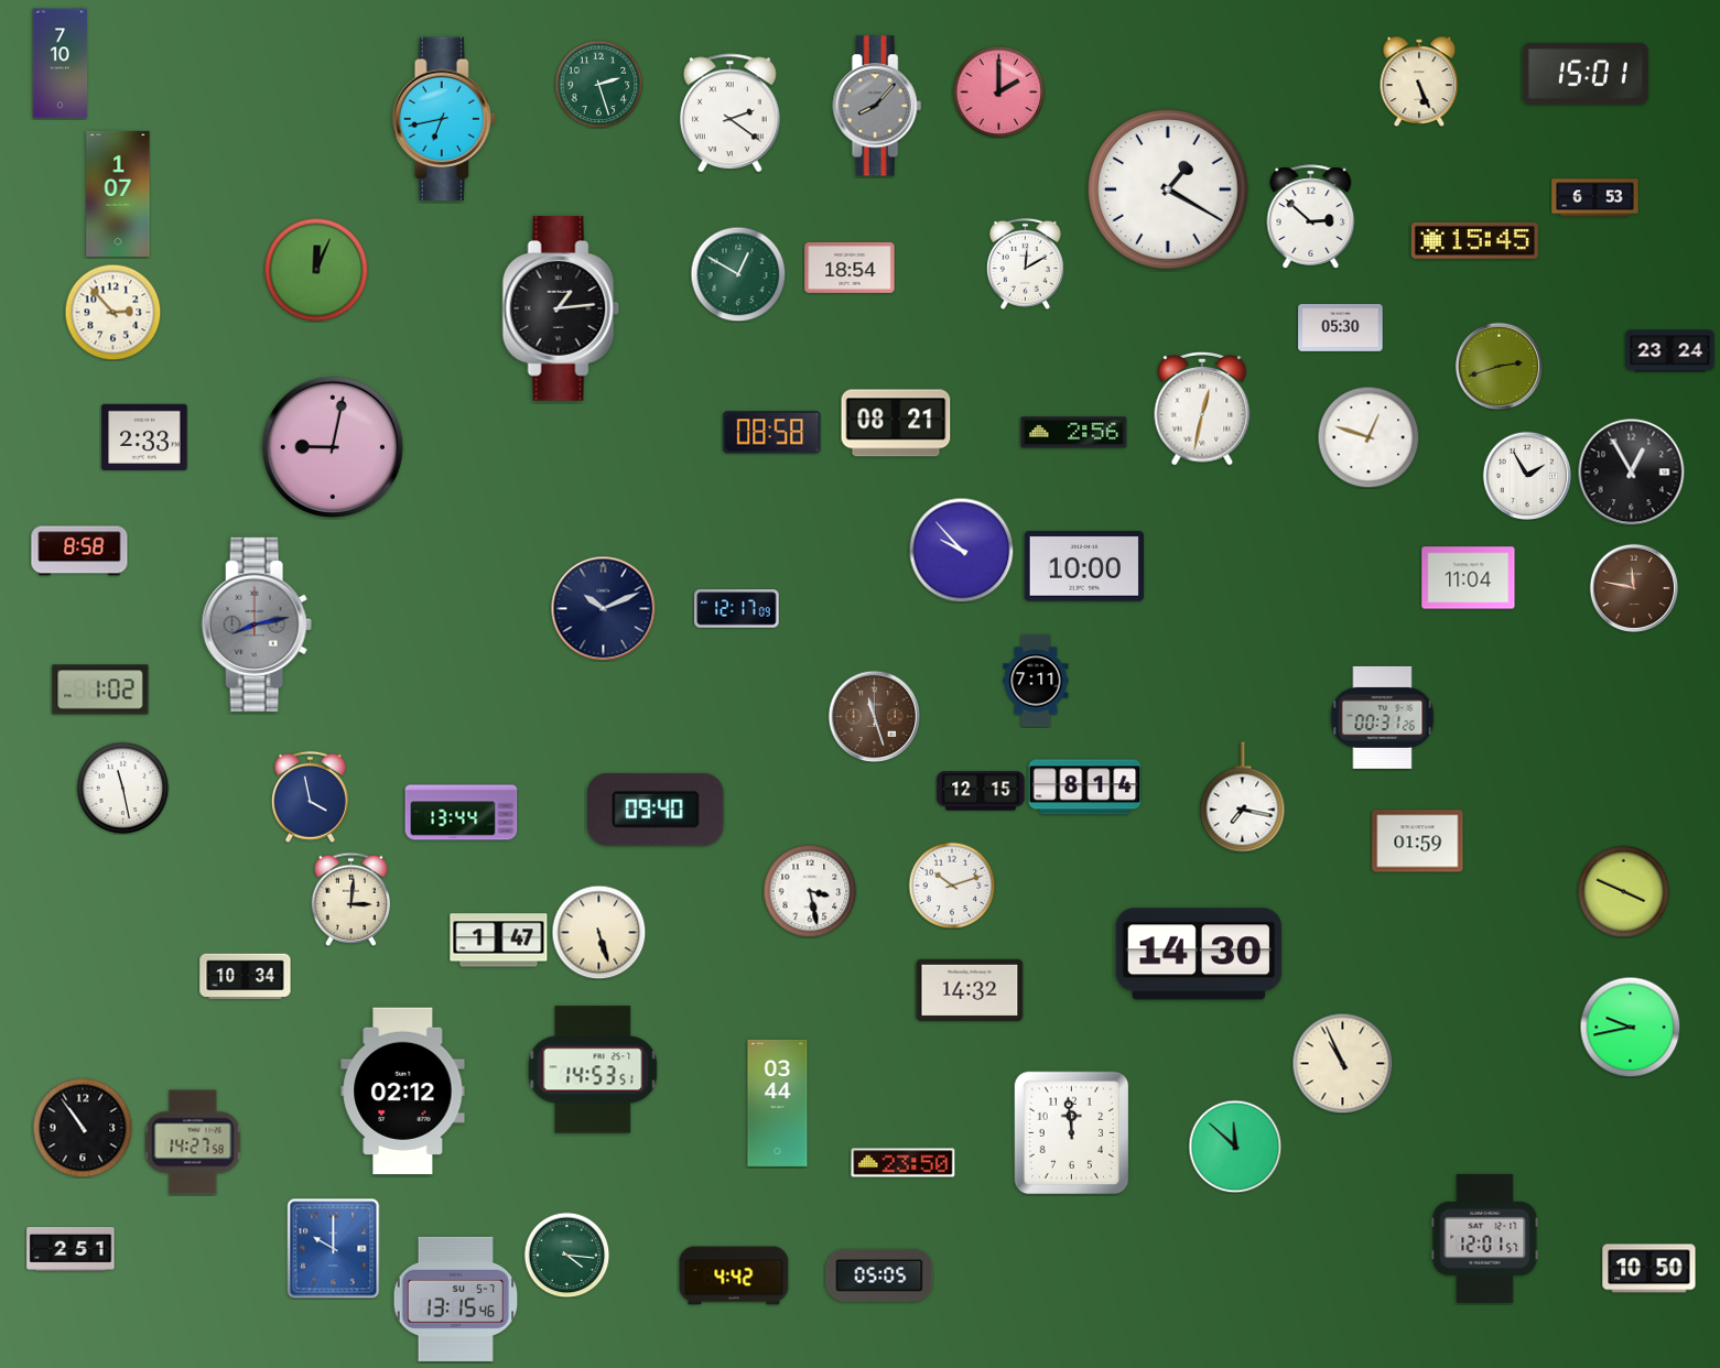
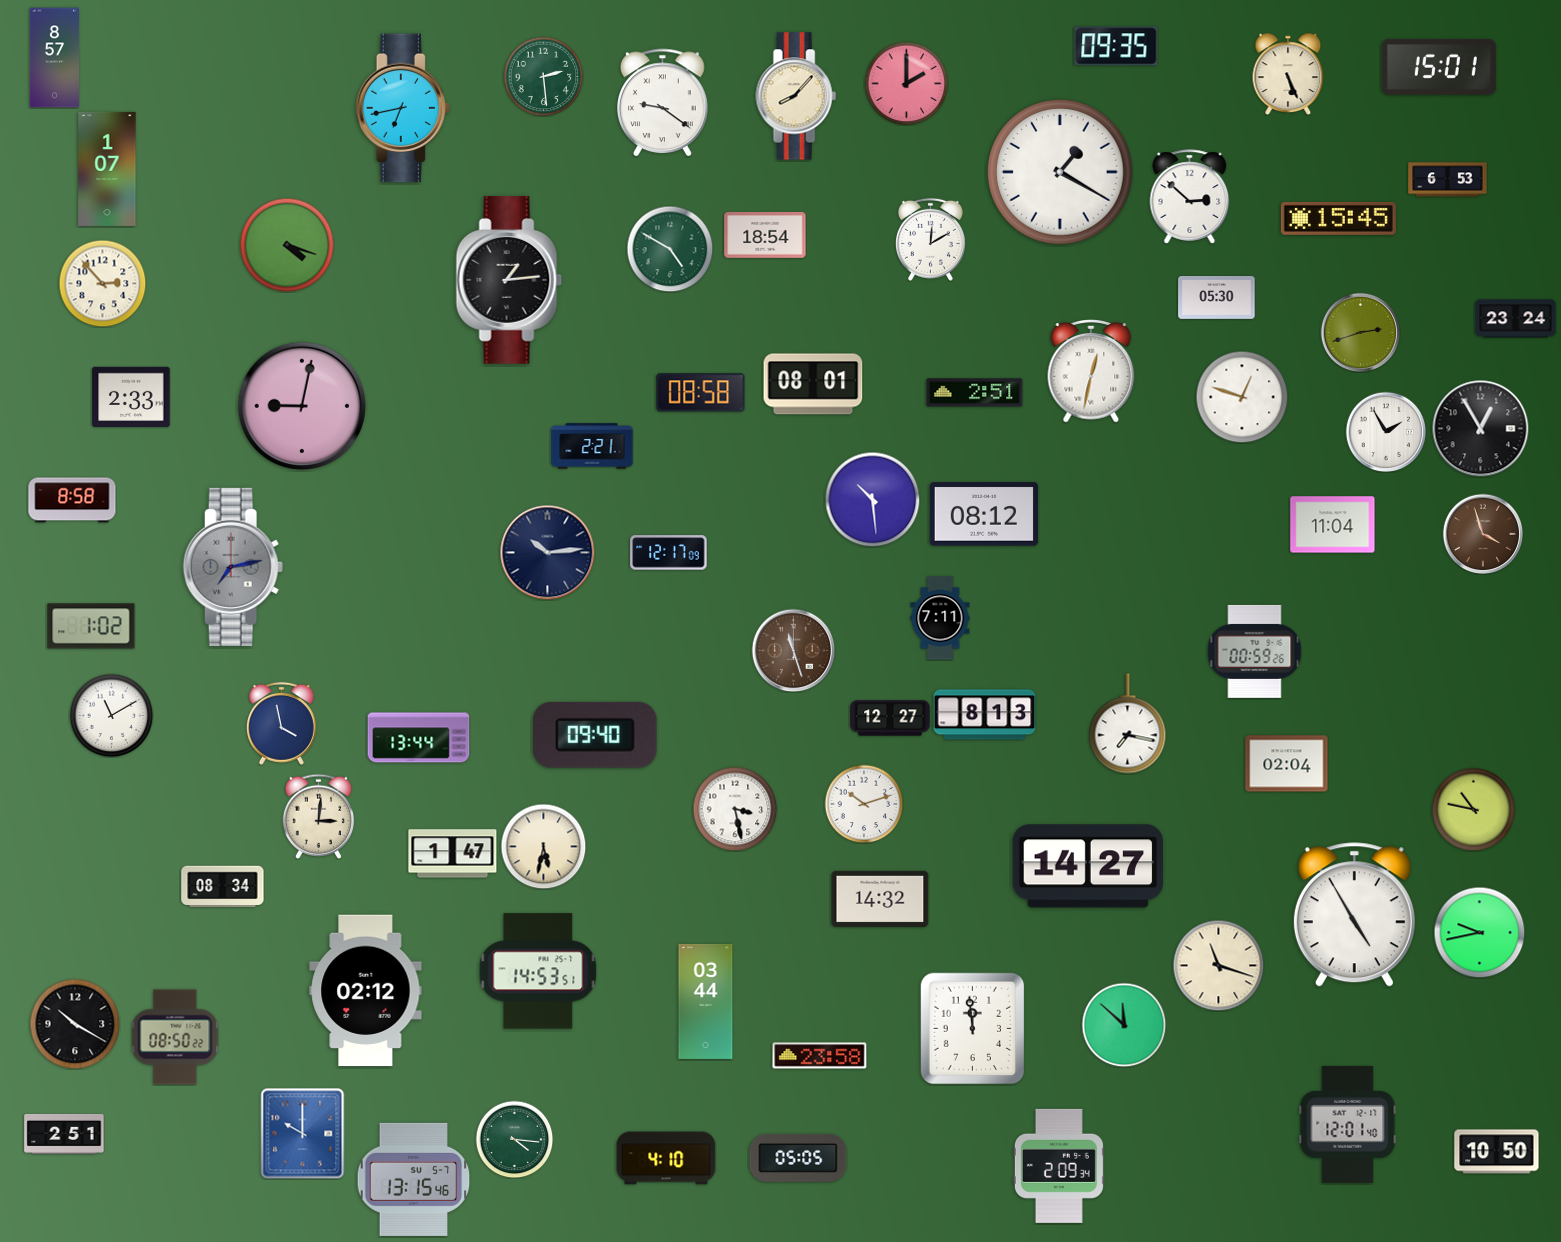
clock at (1116, 46): none -> 09:35
clock at (61, 64): 7:10 -> 8:57
clock at (598, 84): 2:27 -> 2:29
clock at (877, 106) dial: grey -> cream
clock at (731, 113): 2:21 -> 9:21
clock at (118, 194) position: (118, 194) -> (107, 169)
clock at (850, 268) position: (850, 268) -> (765, 235)
clock at (316, 270): 12:04 -> 4:18
clock at (738, 274): 12:50 -> 4:50
clock at (896, 423): 08:21 -> 08:01
clock at (1074, 433): 2:56 -> 2:51
clock at (592, 446): none -> 2:21
clock at (961, 550): 9:53 -> 10:29
clock at (1083, 566): 10:00 -> 08:12
clock at (1634, 588): 11:47 -> 3:57
clock at (603, 608): 10:11 -> 10:14
clock at (257, 625): 8:13 -> 7:13
clock at (1382, 717): 00:31 -> 00:59
clock at (122, 788): 11:28 -> 11:10
clock at (1085, 788): 8:14 -> 8:13
clock at (981, 791): 12:15 -> 12:27
clock at (1418, 842): 01:59 -> 02:04
clock at (1623, 891): 3:49 -> 10:47
clock at (598, 932): 5:27 -> 5:32
clock at (1199, 954): 14:30 -> 14:27
clock at (246, 977): 10:34 -> 08:34
clock at (1354, 915): none -> 4:55
clock at (1342, 1063): 10:56 -> 11:18
clock at (83, 1128): 10:54 -> 10:20
clock at (193, 1142): 14:27 -> 08:50
clock at (1235, 1147) position: (1235, 1147) -> (1124, 1025)
clock at (904, 1163): 23:50 -> 23:58
clock at (1485, 1238): 12:01:57 -> 12:01:40
clock at (734, 1275): 4:42 -> 4:10
clock at (1059, 1166): none -> 2:09
